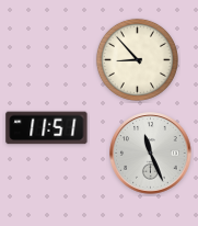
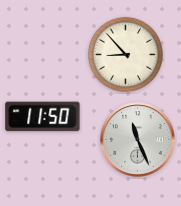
clock at (47, 128): 11:51 -> 11:50
